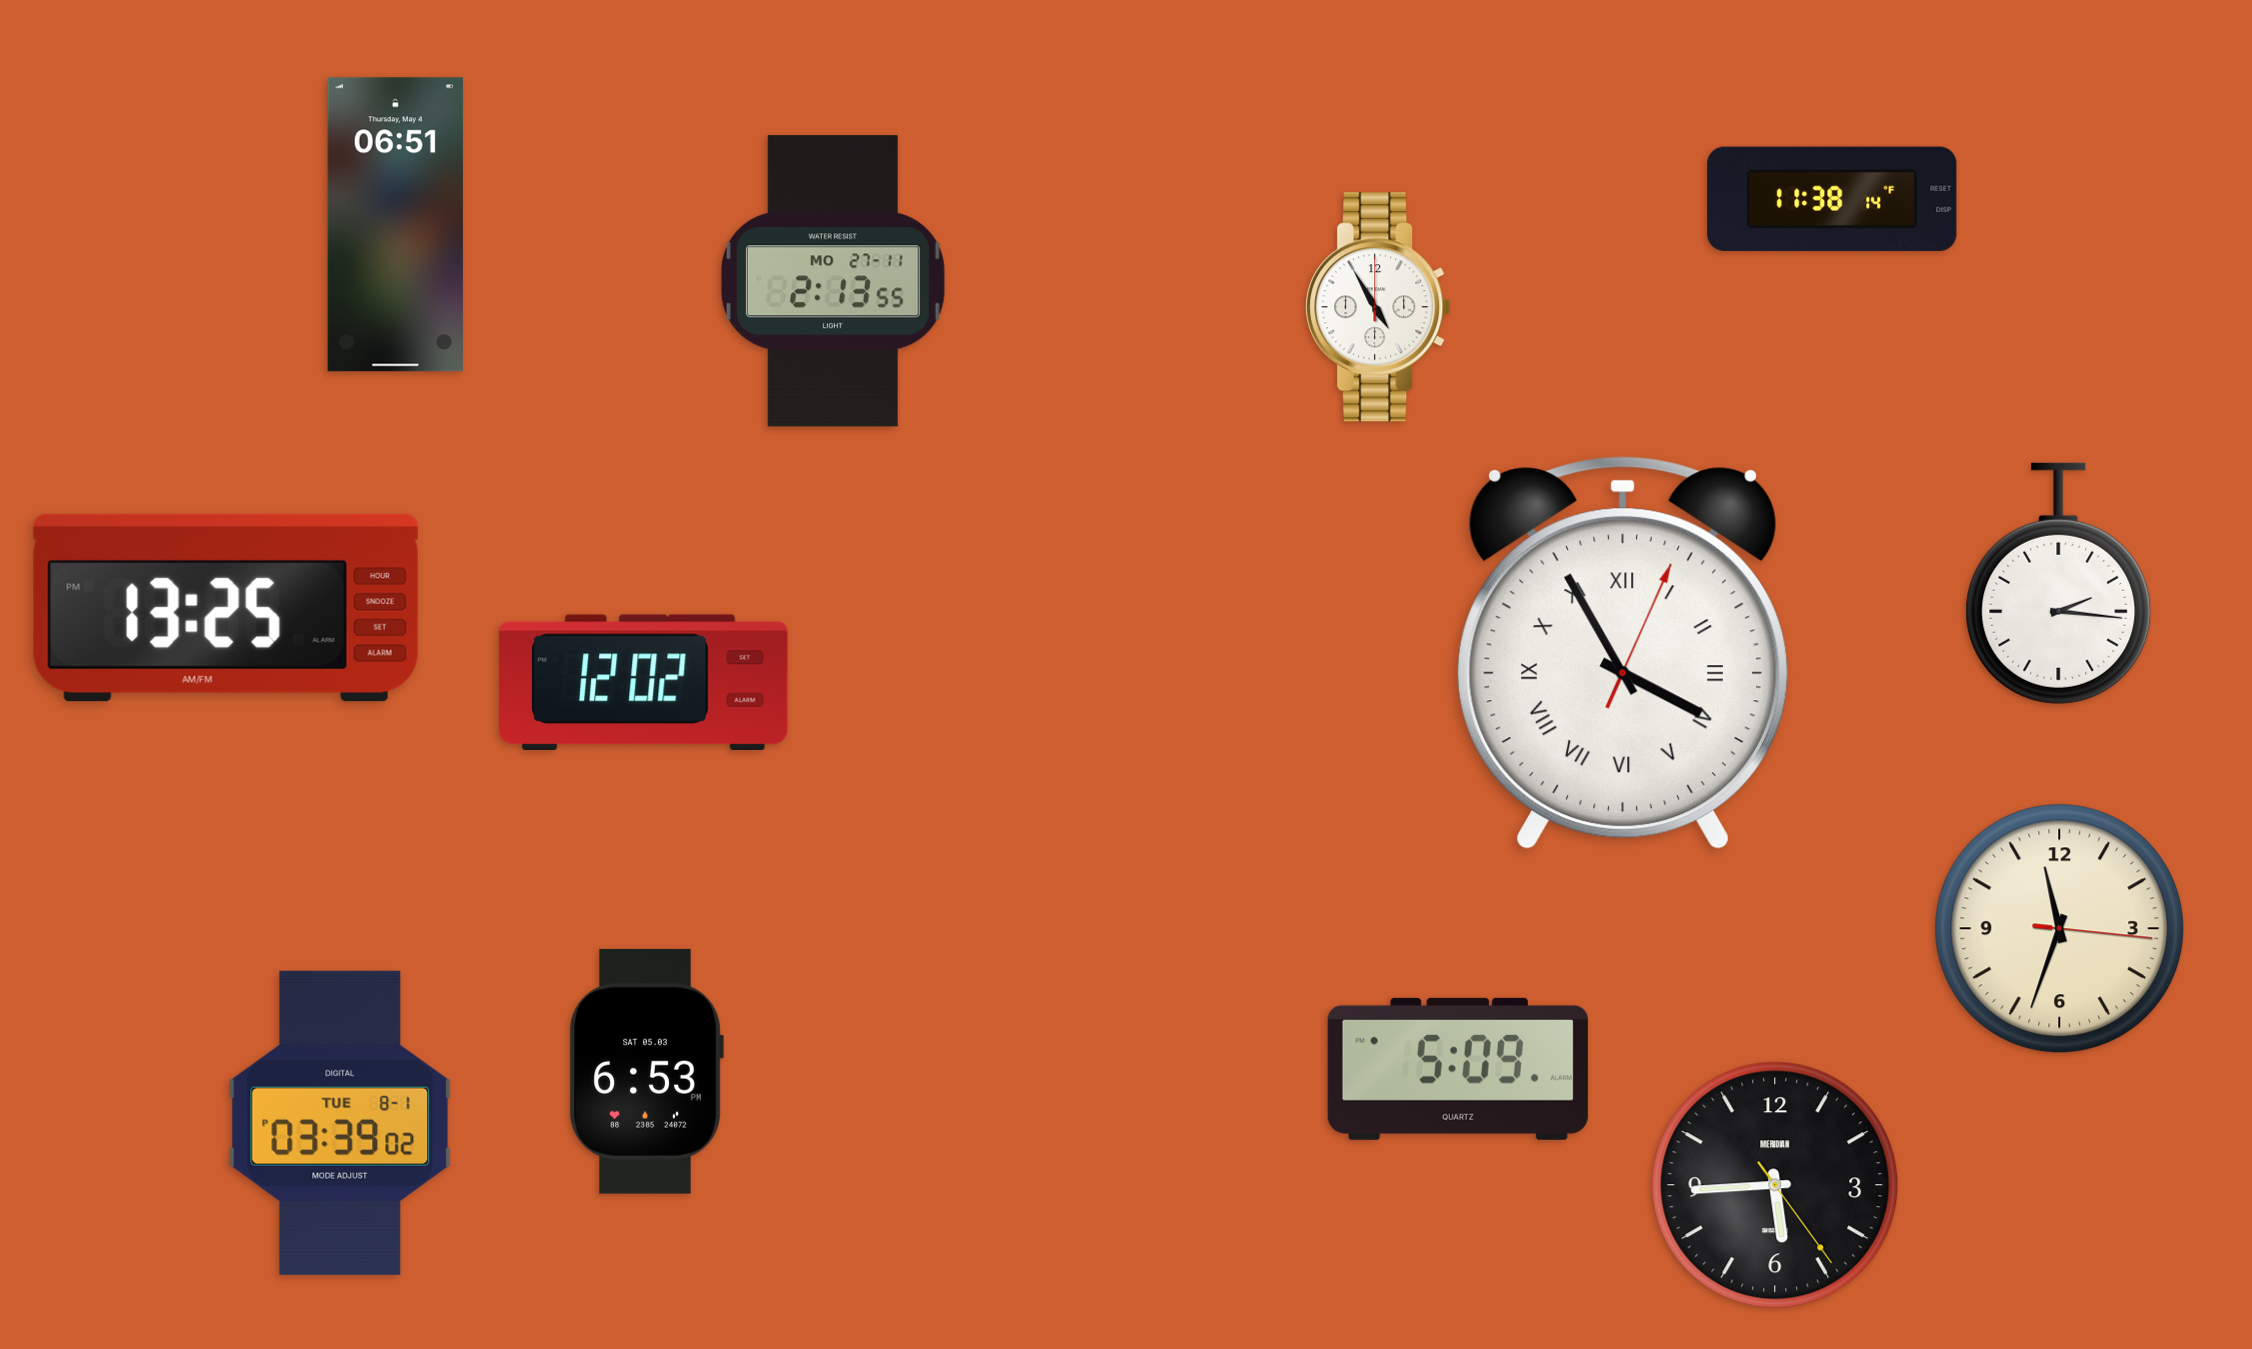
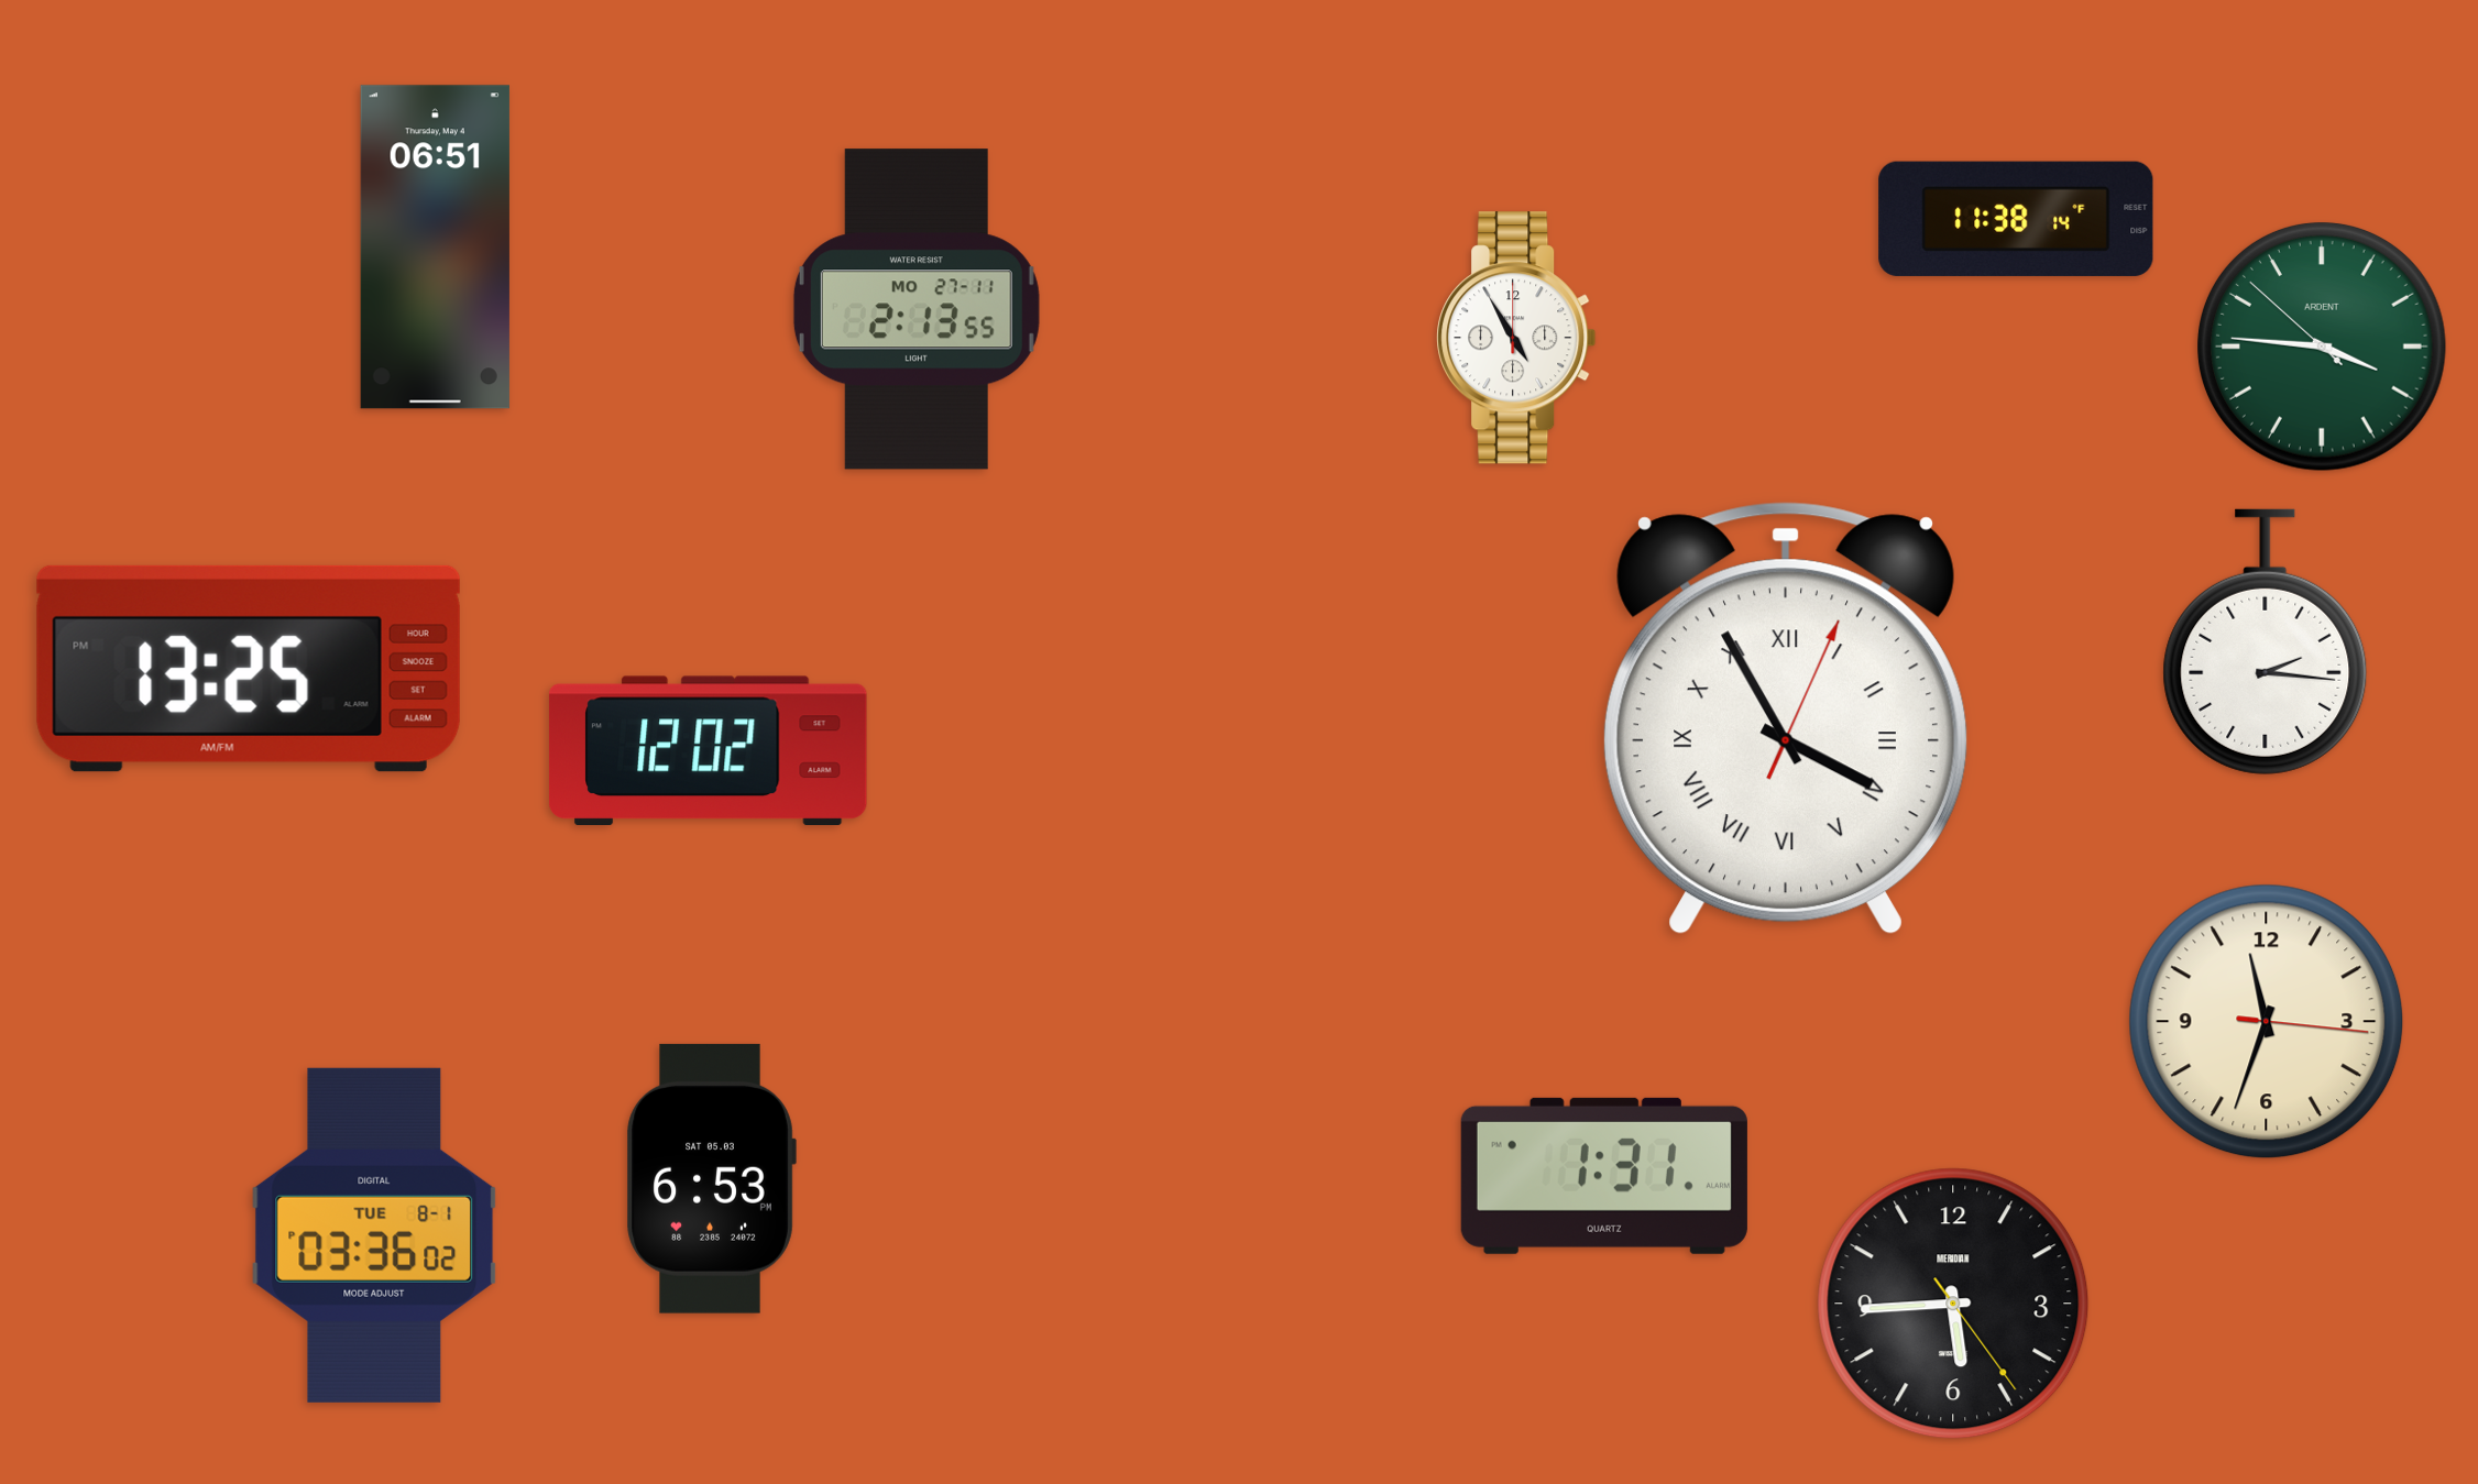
clock at (2323, 348): none -> 3:45
clock at (1458, 1069): 5:09 -> 1:31
clock at (340, 1123): 03:39 -> 03:36
